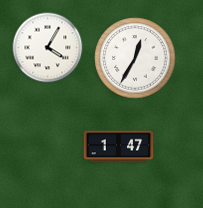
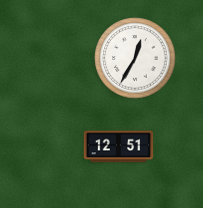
clock at (48, 48): 4:05 -> none
clock at (119, 147): 1:47 -> 12:51
